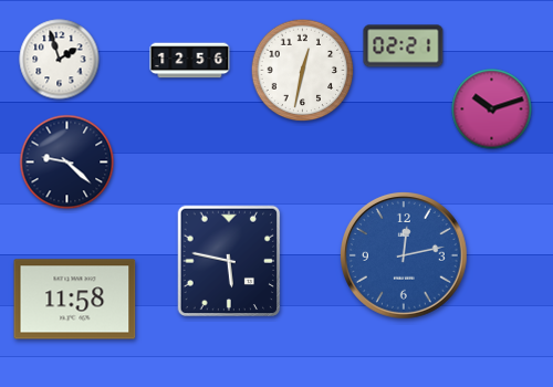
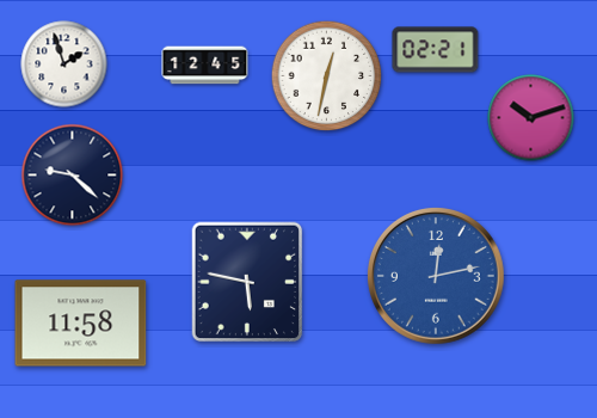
clock at (190, 61): 12:56 -> 12:45
